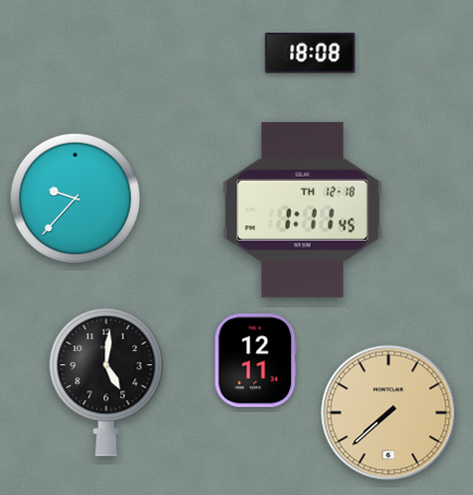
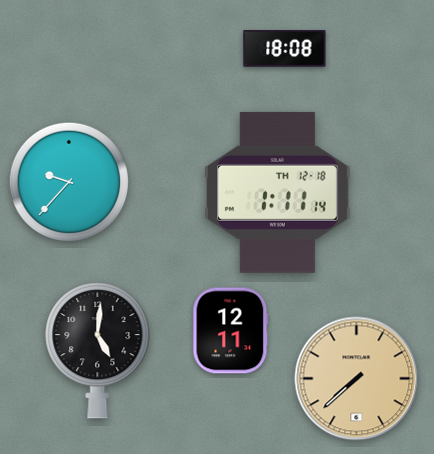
clock at (302, 209): 1:11:45 -> 1:11:14
clock at (256, 361) position: (256, 361) -> (231, 331)
